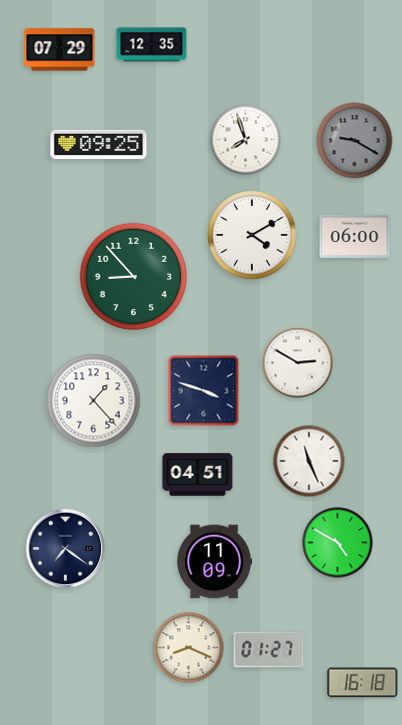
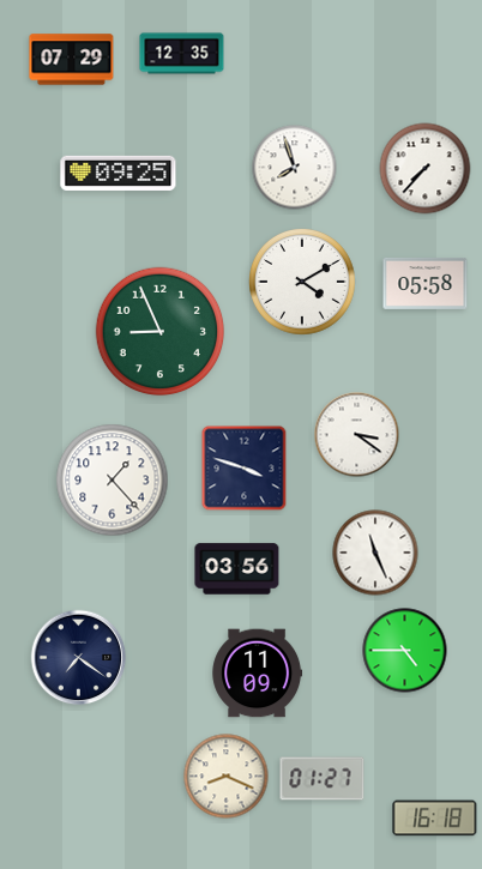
clock at (355, 141): 9:20 -> 7:37
clock at (355, 141) dial: grey -> white
clock at (355, 236): 06:00 -> 05:58
clock at (134, 277): 8:53 -> 8:56
clock at (298, 363): 2:50 -> 3:21
clock at (309, 461) position: (309, 461) -> (375, 553)
clock at (198, 475): 04:51 -> 03:56
clock at (338, 543): 4:50 -> 4:45
